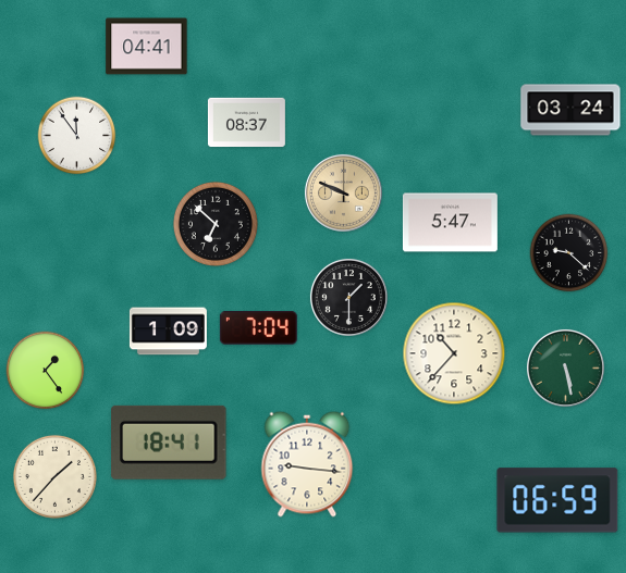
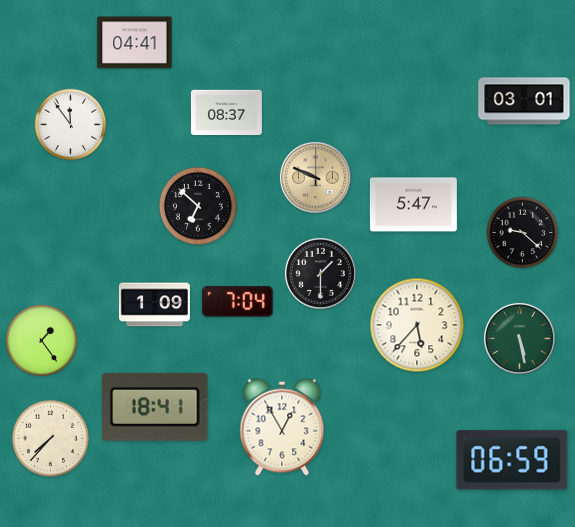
clock at (570, 110): 03:24 -> 03:01
clock at (454, 353): 10:37 -> 5:37
clock at (307, 464): 9:16 -> 12:55
clock at (54, 476): 1:37 -> 7:37
